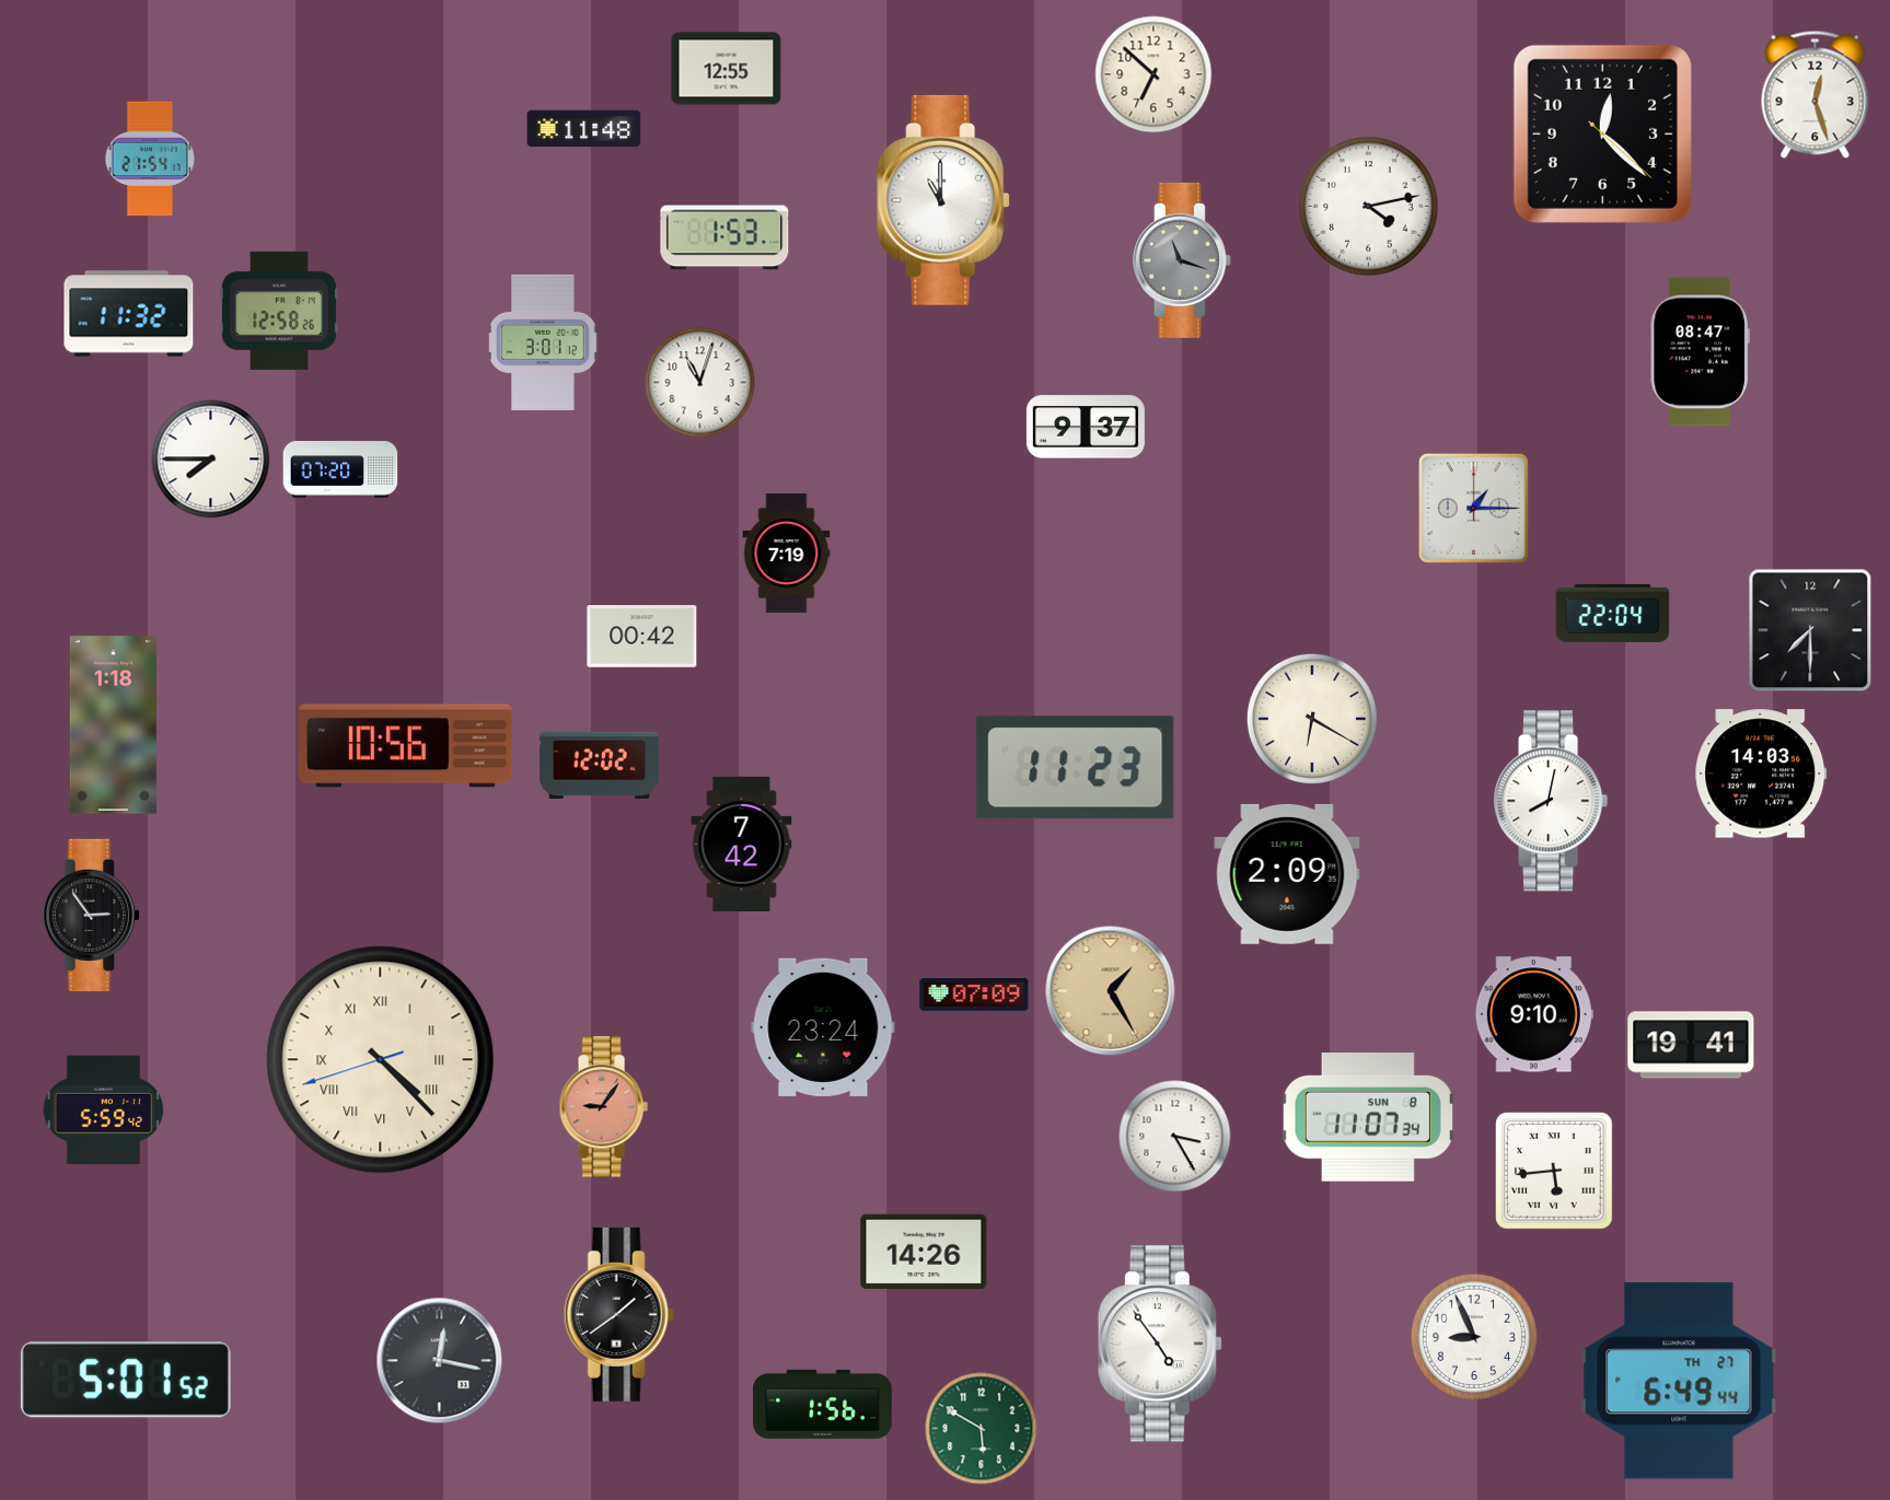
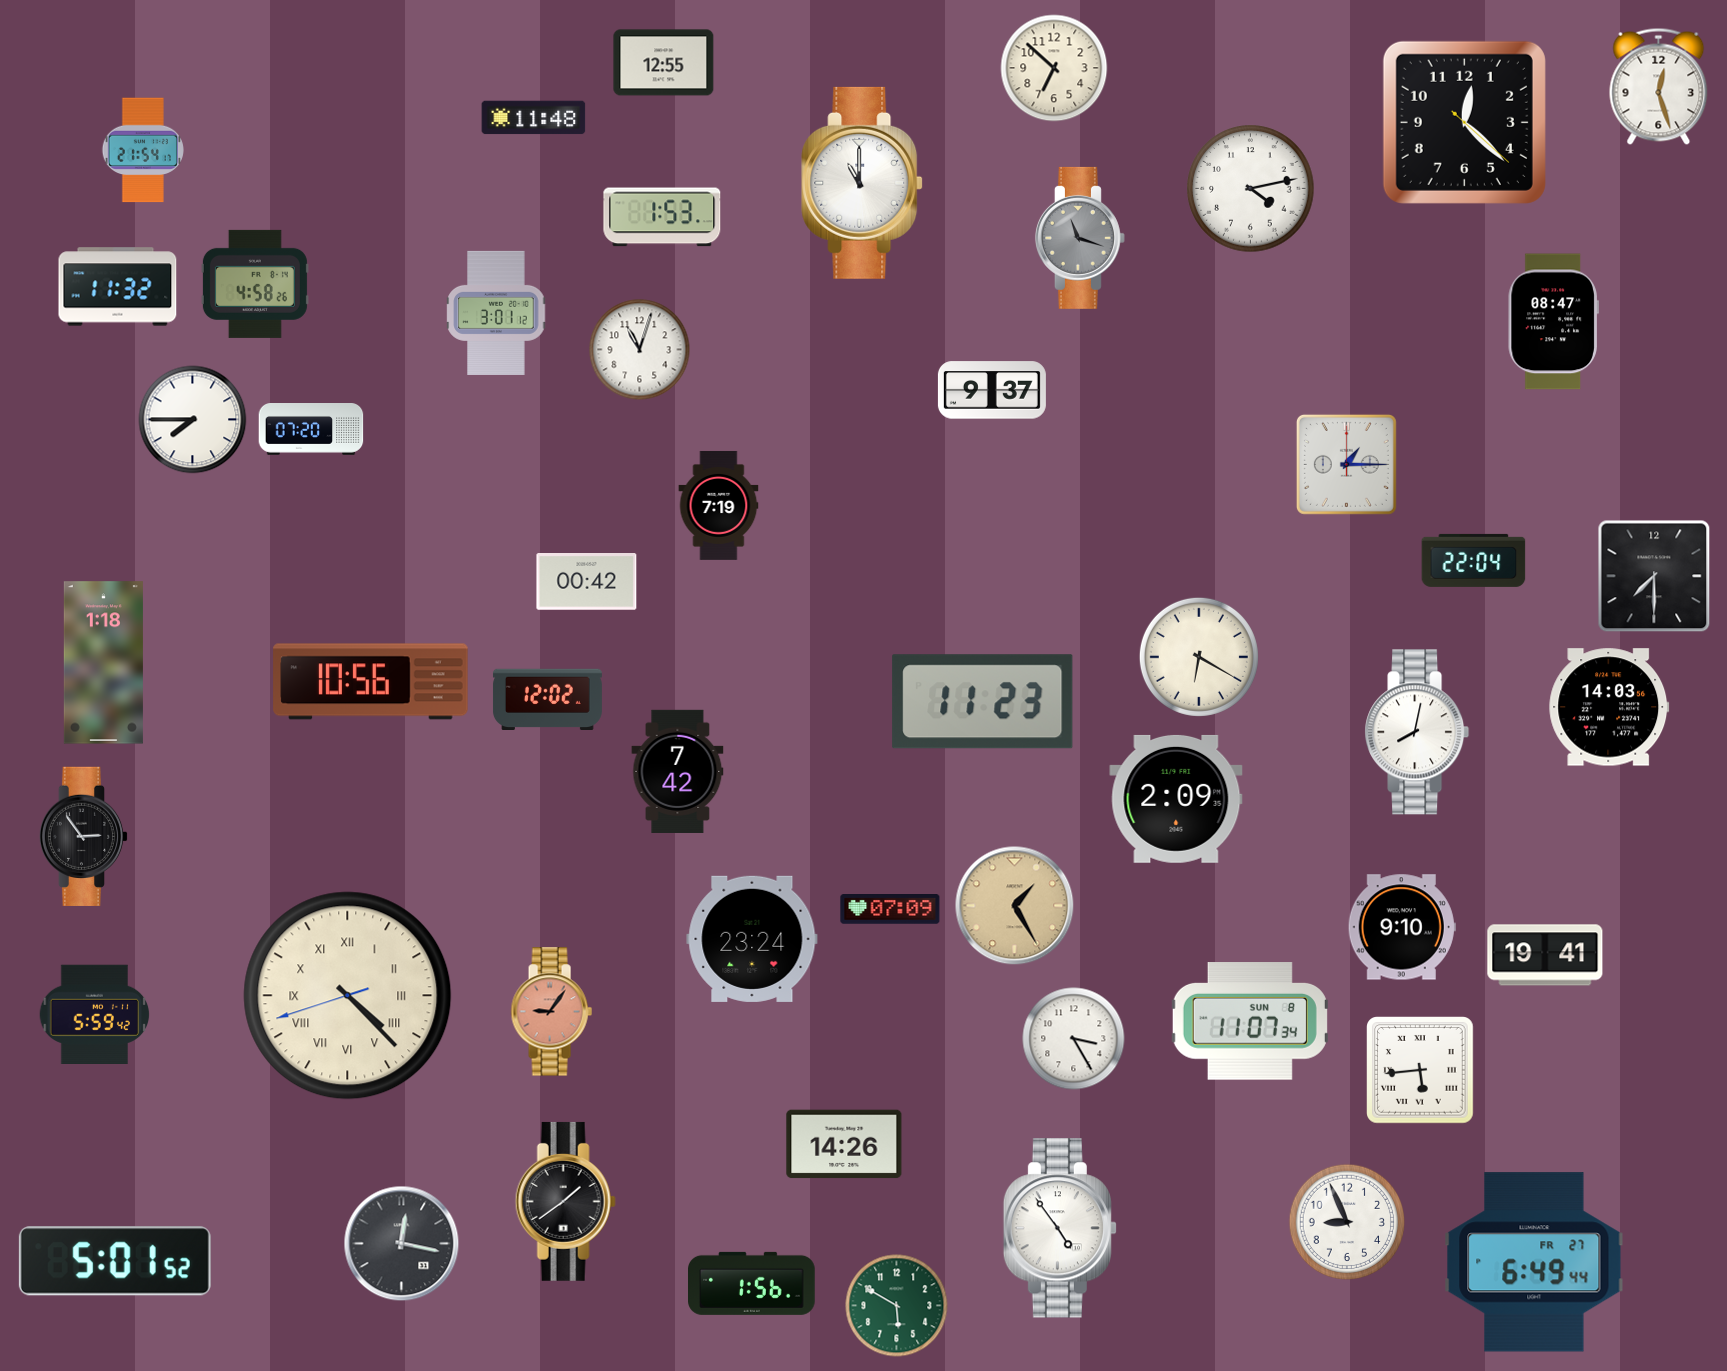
clock at (150, 159) position: (150, 159) -> (143, 150)
clock at (279, 311): 12:58 -> 4:58
clock at (381, 1060) position: (381, 1060) -> (348, 996)
clock at (1679, 1381) date: TH 27 -> FR 27
